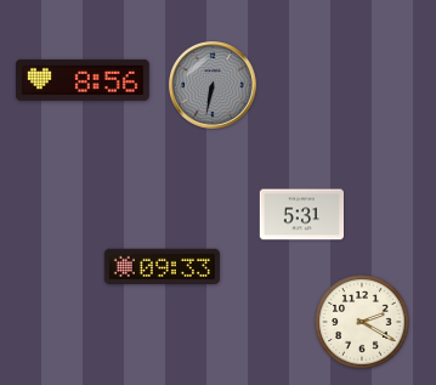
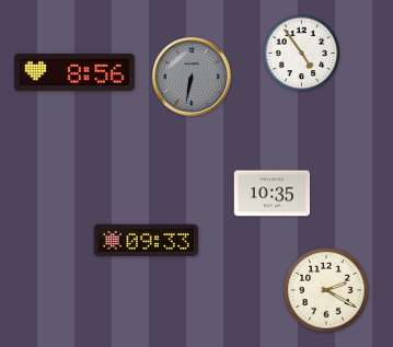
clock at (302, 54): none -> 4:54
clock at (301, 215): 5:31 -> 10:35
